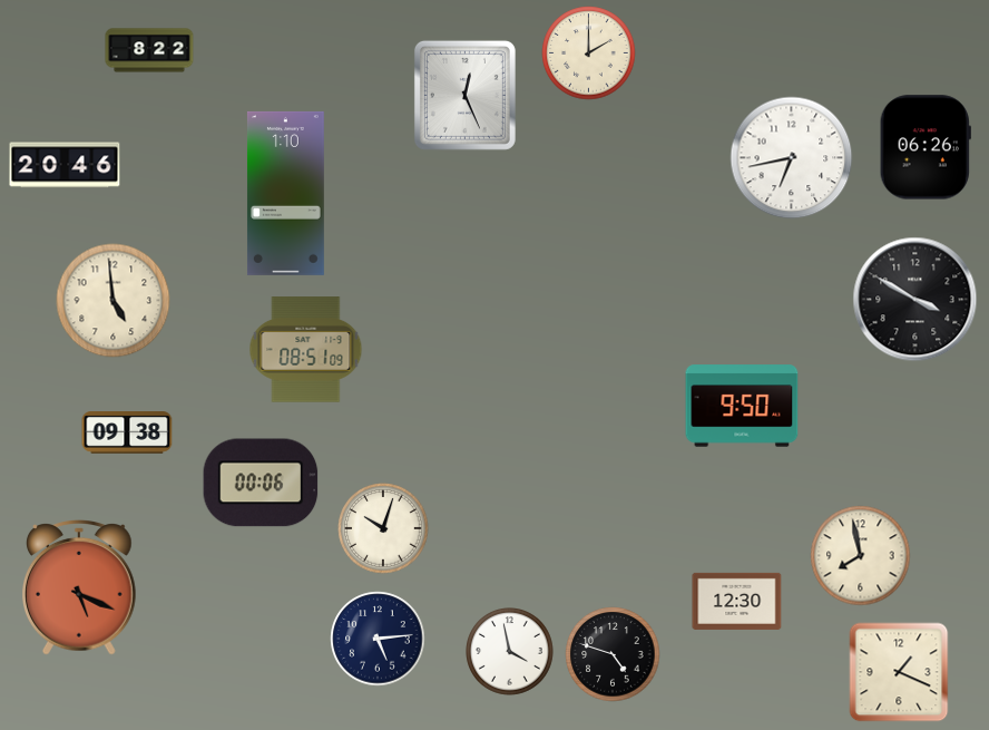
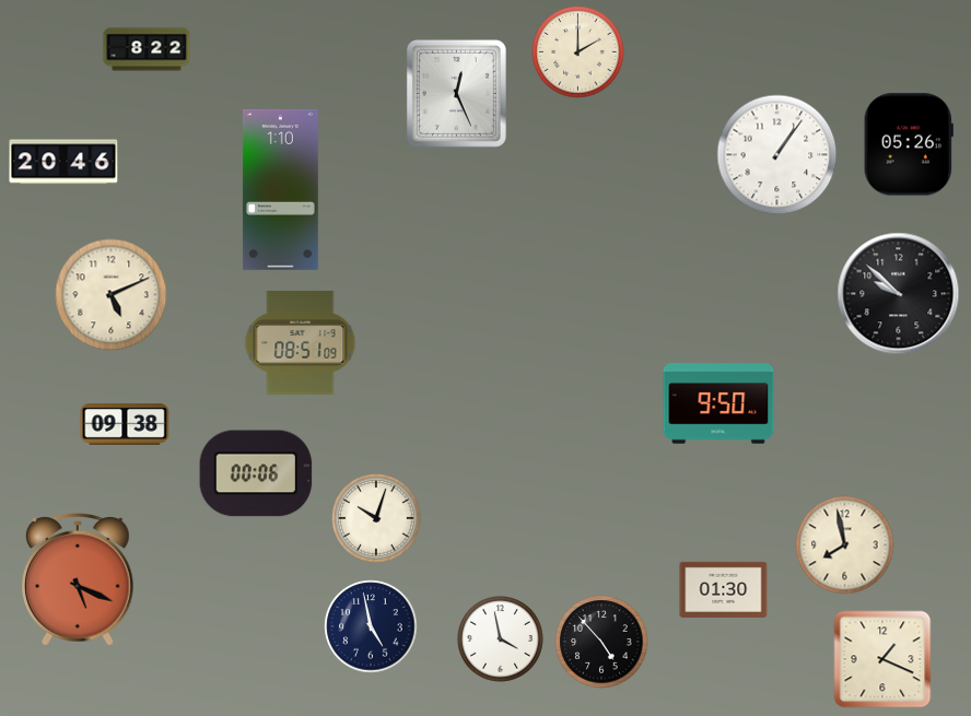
clock at (926, 147): 06:26 -> 05:26
clock at (792, 158): 6:43 -> 1:06
clock at (915, 300): 3:50 -> 9:52
clock at (114, 301): 4:59 -> 5:11
clock at (742, 406) position: (742, 406) -> (718, 403)
clock at (80, 588) position: (80, 588) -> (79, 580)
clock at (737, 601): 12:30 -> 01:30
clock at (378, 639): 5:14 -> 4:58
clock at (613, 654): 4:48 -> 4:53
